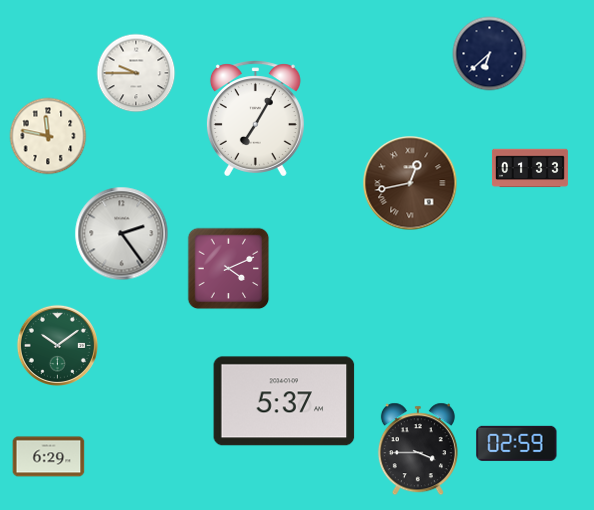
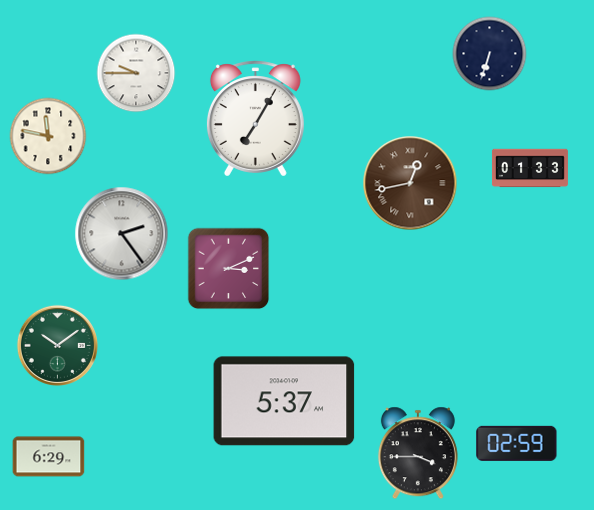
clock at (490, 54): 6:38 -> 6:33
clock at (229, 269): 4:11 -> 3:11
clock at (418, 449) position: (418, 449) -> (418, 453)
